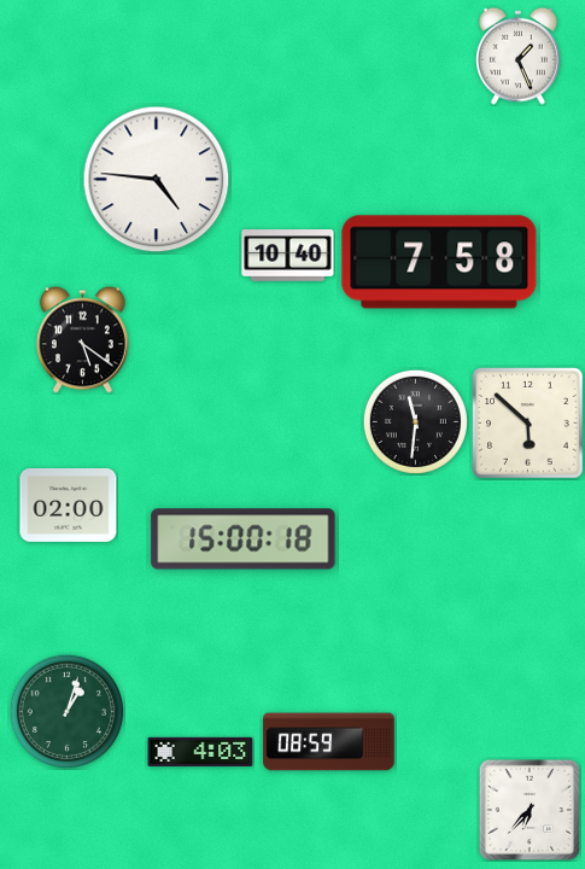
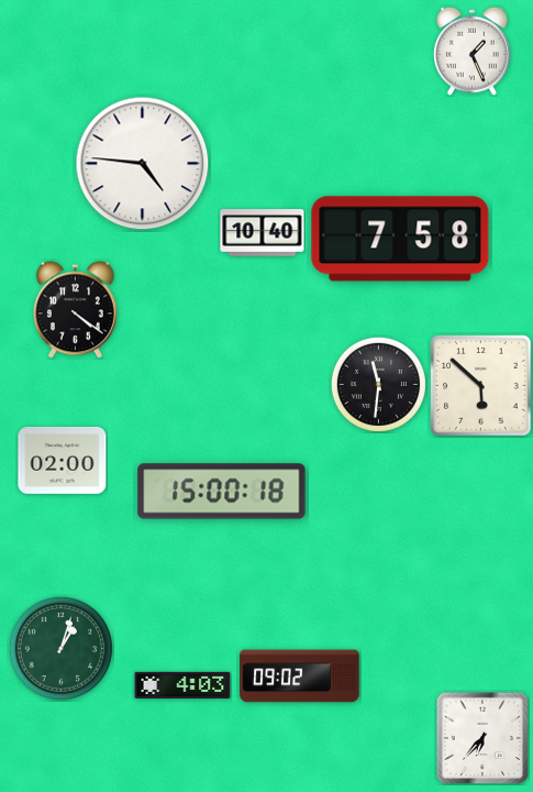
clock at (82, 340): 5:21 -> 4:21
clock at (329, 742): 08:59 -> 09:02
